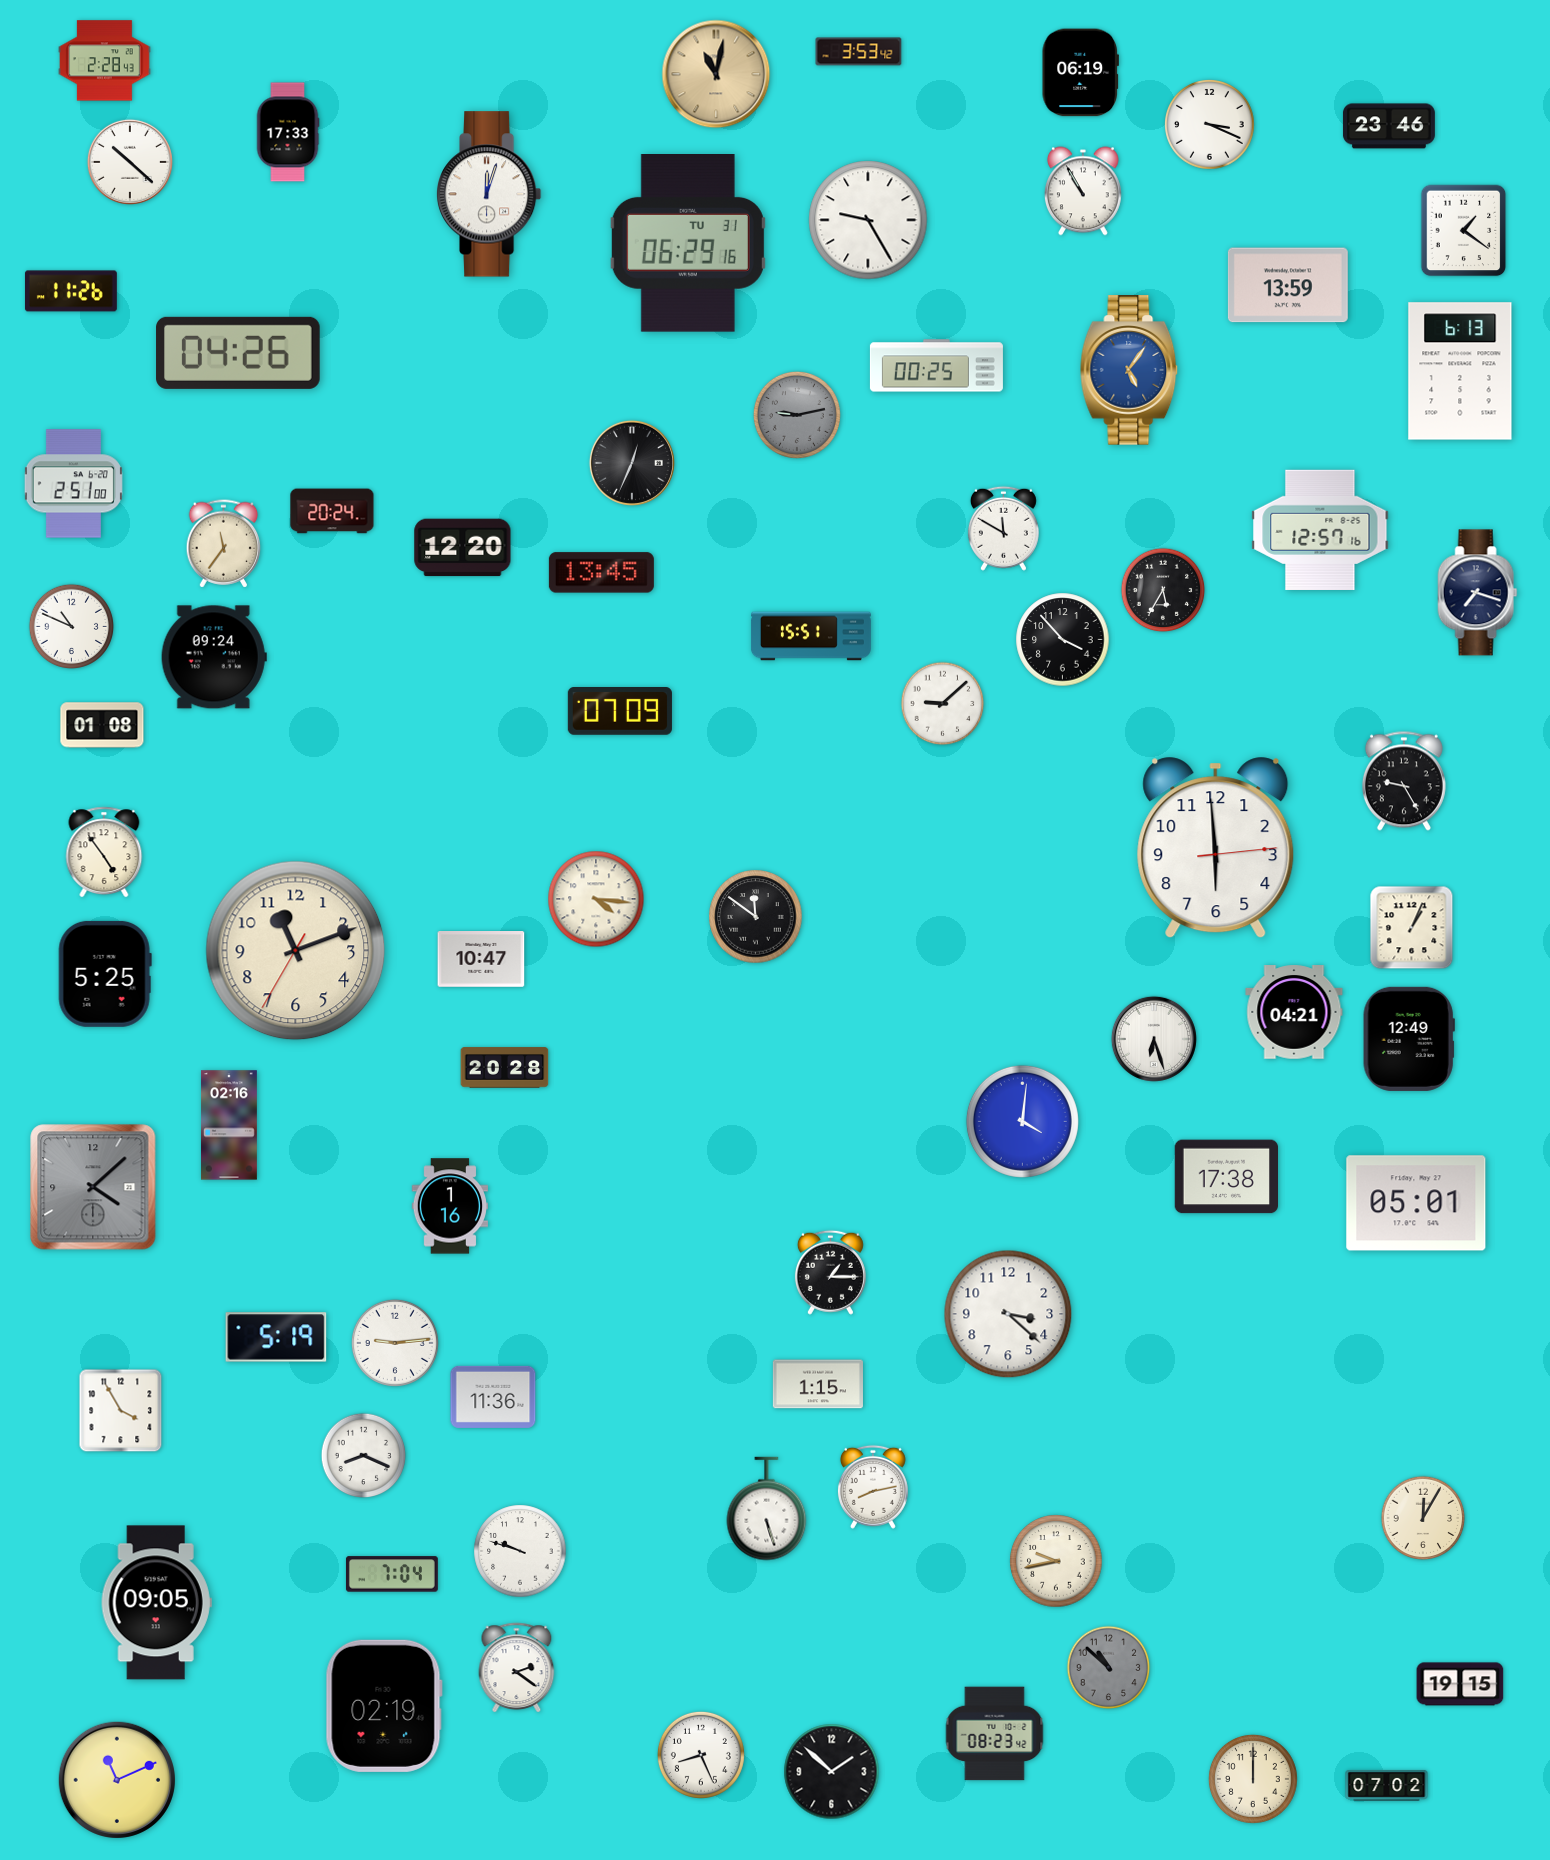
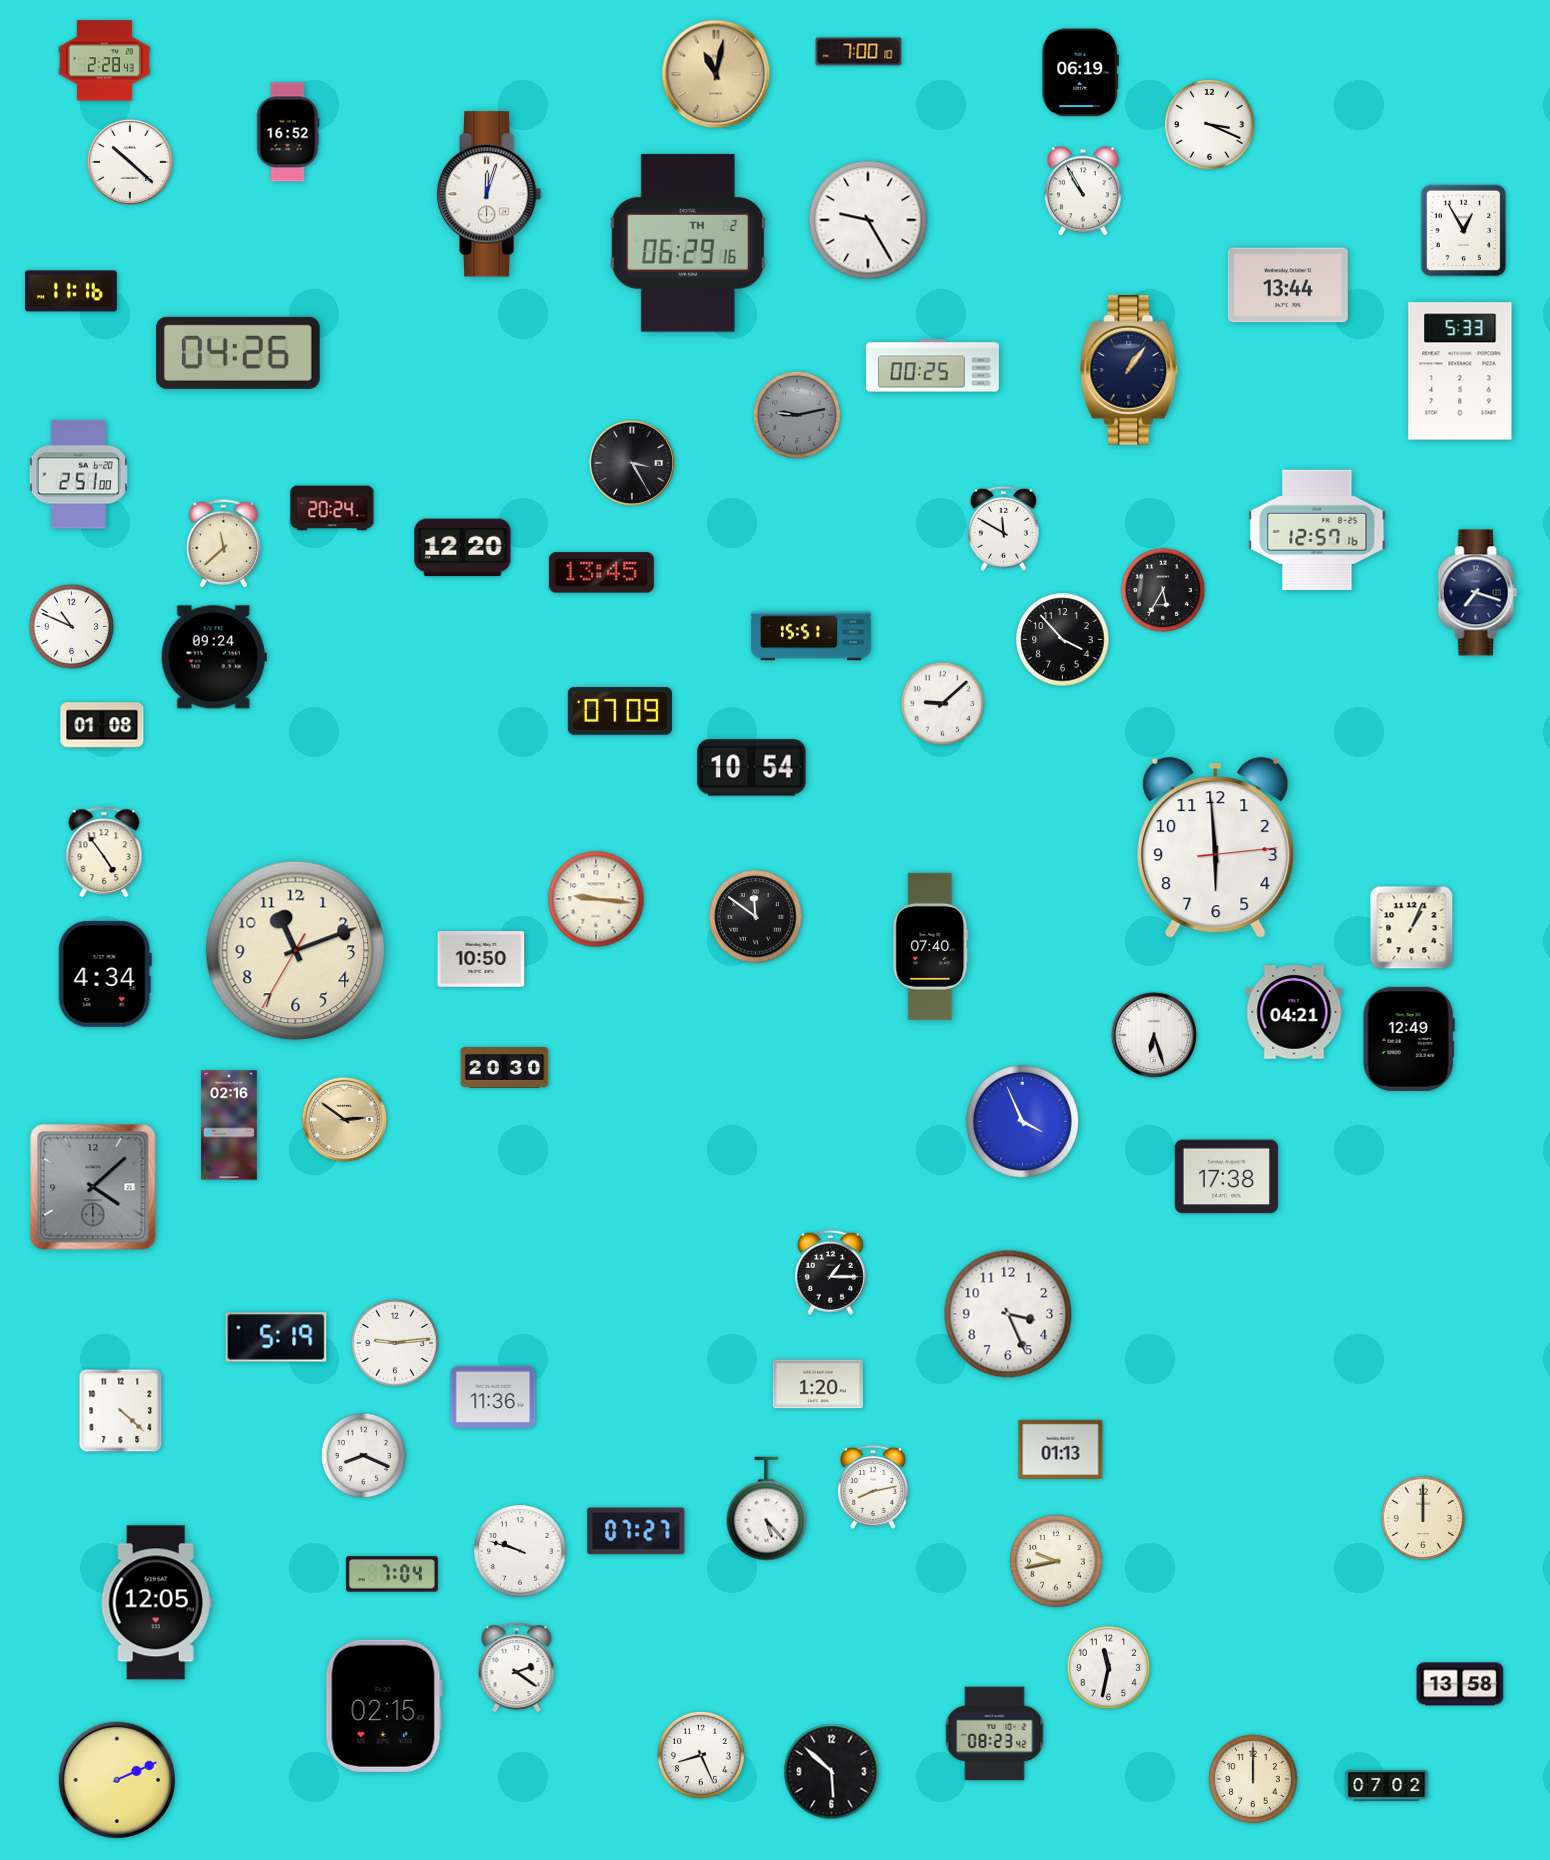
clock at (859, 52): 3:53 -> 7:00
clock at (1389, 126): 23:46 -> none
clock at (288, 132): 17:33 -> 16:52
clock at (1464, 231): 1:21 -> 12:55
clock at (688, 244) date: TU 31 -> TH 2
clock at (1288, 285): 13:59 -> 13:44
clock at (71, 291): 11:26 -> 11:16
clock at (936, 366) position: (936, 366) -> (932, 366)
clock at (1129, 370): 5:06 -> 1:06
clock at (1129, 370) dial: blue -> navy
clock at (1460, 371): 6:13 -> 5:33
clock at (632, 463): 12:34 -> 3:25
clock at (73, 484) position: (73, 484) -> (78, 475)
clock at (332, 511) position: (332, 511) -> (332, 508)
clock at (1320, 529) position: (1320, 529) -> (1317, 529)
clock at (224, 544): 11:36 -> 11:38
clock at (752, 768): none -> 10:54
clock at (1404, 781): 9:25 -> none
clock at (596, 899): 4:16 -> 9:16
clock at (931, 946): none -> 07:40
clock at (481, 960): 10:47 -> 10:50
clock at (105, 974): 5:25 -> 4:34
clock at (1154, 1039) position: (1154, 1039) -> (1154, 1035)
clock at (505, 1068): 20:28 -> 20:30
clock at (344, 1119): none -> 2:51
clock at (1022, 1121): 4:01 -> 3:56
clock at (1416, 1203): 05:01 -> none
clock at (449, 1206): 1:16 -> none
clock at (1008, 1314): 3:22 -> 3:26
clock at (818, 1384): 1:15 -> 1:20
clock at (121, 1411): 3:55 -> 4:22
clock at (1061, 1449): none -> 01:13
clock at (767, 1509): 5:27 -> 5:23
clock at (1423, 1518): 12:05 -> 12:00
clock at (636, 1531): none -> 07:27
clock at (156, 1603): 09:05 -> 12:05
clock at (1109, 1668): 10:52 -> 11:32
clock at (1109, 1668) dial: grey -> white
clock at (1460, 1684): 19:15 -> 13:58
clock at (384, 1706): 02:19 -> 02:15
clock at (832, 1772): 1:52 -> 5:52
clock at (116, 1779): 11:11 -> 2:11
